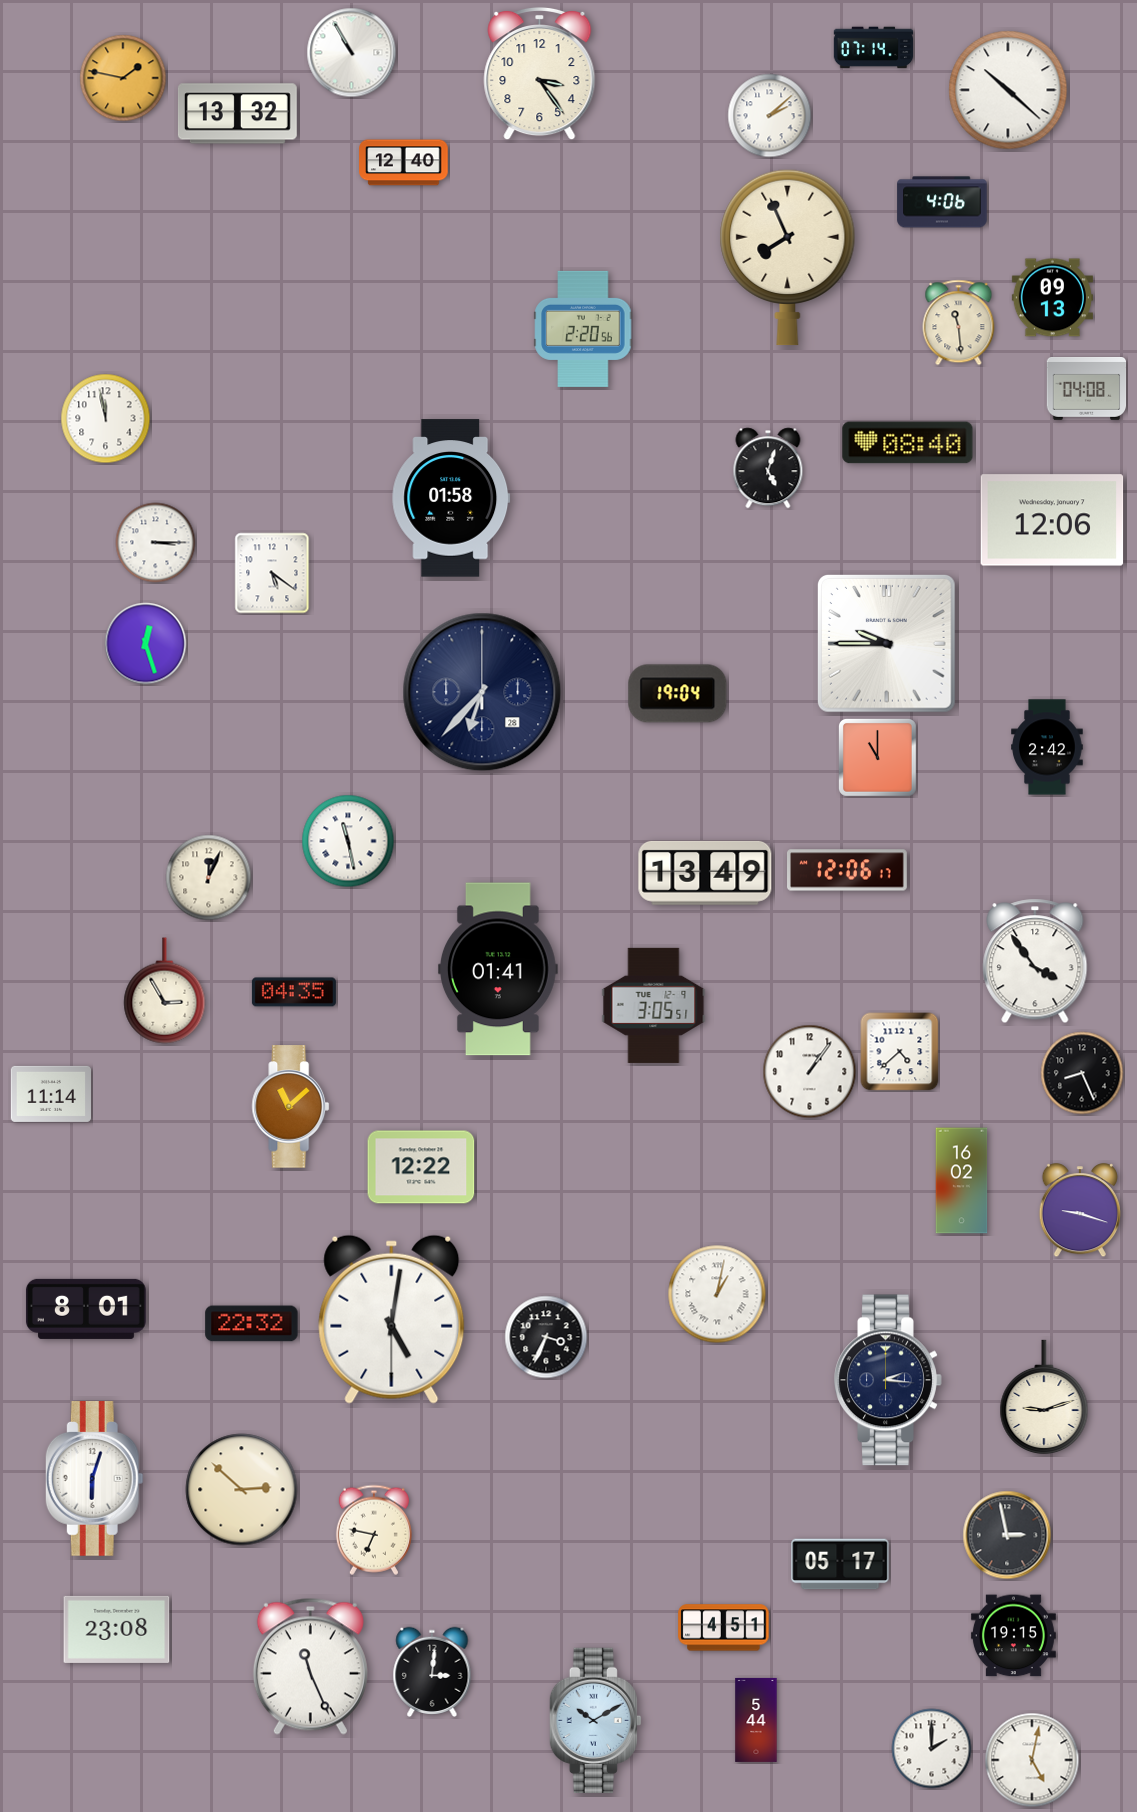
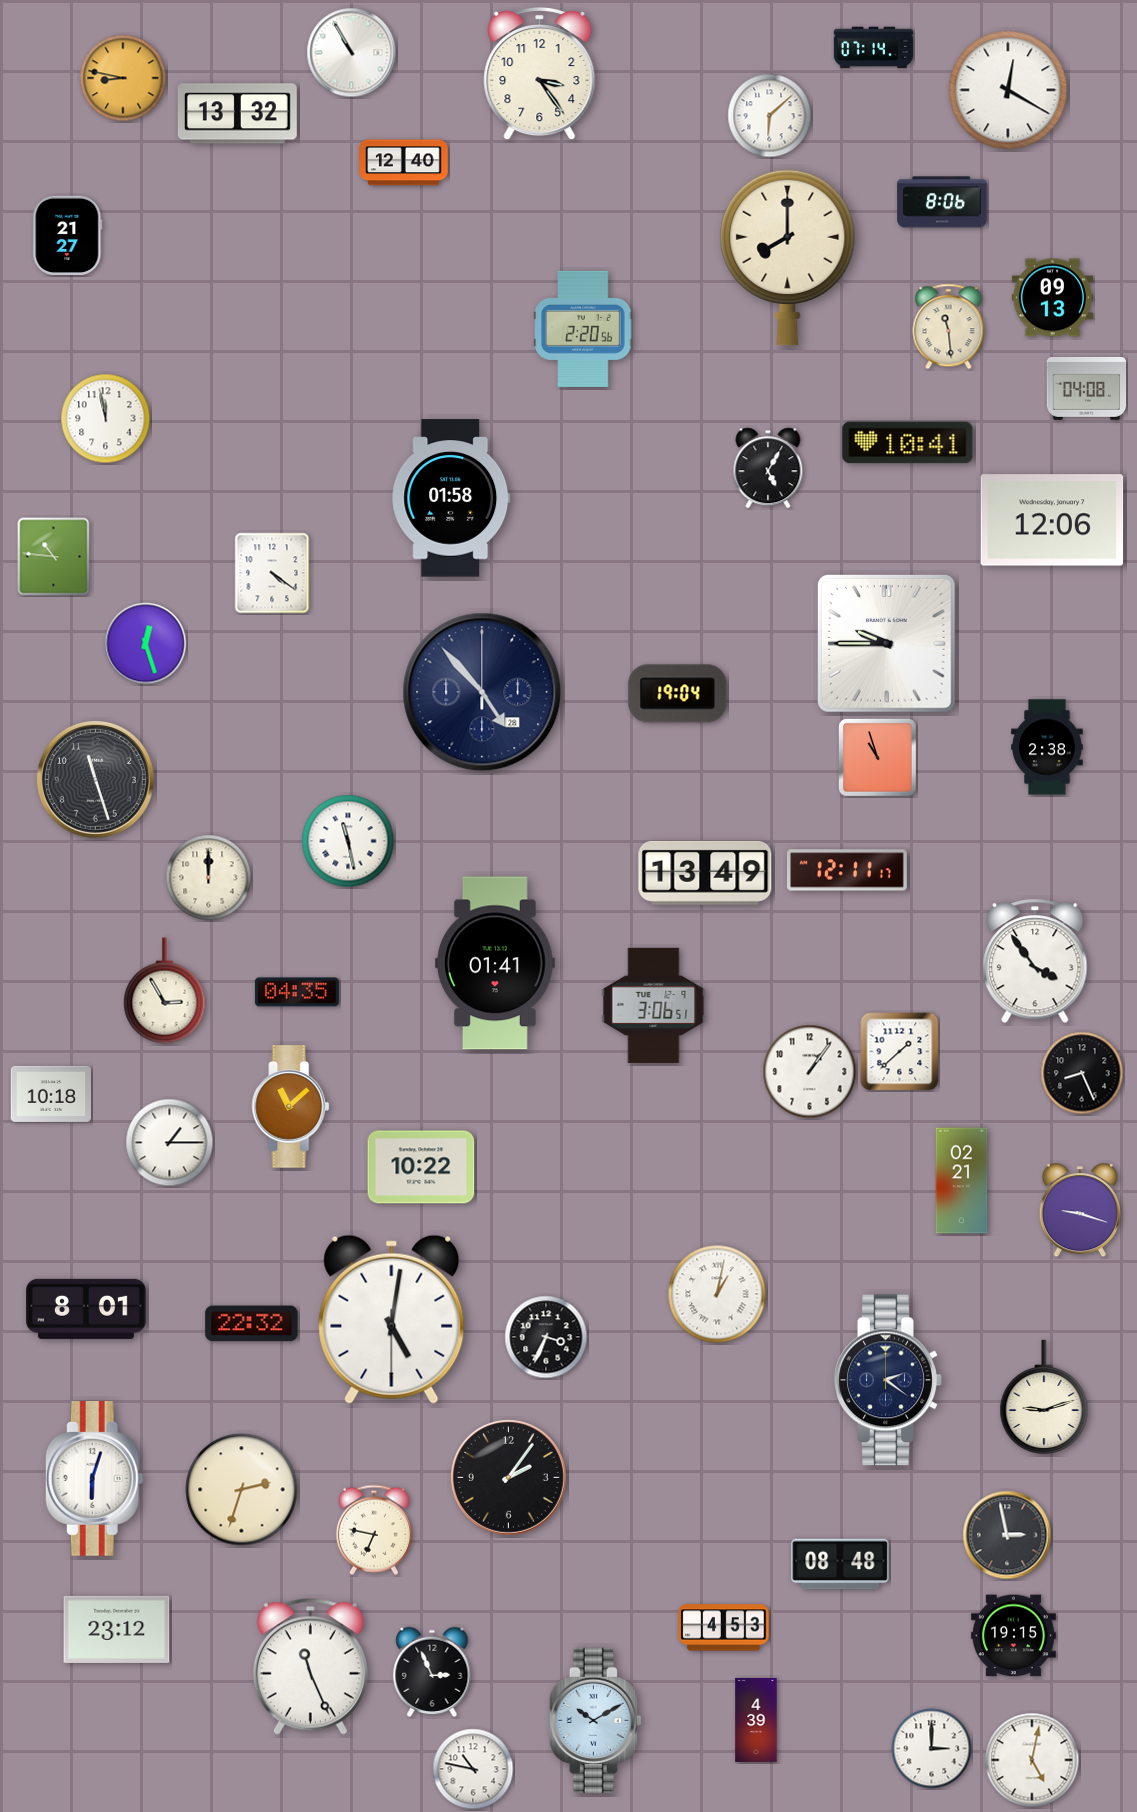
clock at (123, 78): 1:47 -> 8:47
clock at (1008, 90): 10:22 -> 12:20
clock at (770, 116): 2:08 -> 6:08
clock at (942, 202): 4:06 -> 8:06
clock at (68, 236): none -> 21:27
clock at (788, 257): 7:56 -> 8:00
clock at (959, 323) position: (959, 323) -> (949, 327)
clock at (908, 443): 08:40 -> 10:41
clock at (768, 468): 5:03 -> 5:05
clock at (156, 543): 3:15 -> none
clock at (54, 557): none -> 10:46
clock at (272, 573): 5:21 -> 4:21
clock at (482, 692): 6:37 -> 4:53
clock at (1047, 747): 2:42 -> 2:38
clock at (877, 757): 11:00 -> 10:57
clock at (95, 779): none -> 11:27
clock at (848, 870): 12:06 -> 12:11
clock at (209, 878): 12:04 -> 12:00
clock at (498, 969) position: (498, 969) -> (495, 963)
clock at (294, 992) position: (294, 992) -> (297, 992)
clock at (654, 1005): 3:05 -> 3:06
clock at (900, 1052): 4:38 -> 1:38
clock at (50, 1094): 11:14 -> 10:18
clock at (170, 1143): none -> 1:15
clock at (421, 1167): 12:22 -> 10:22
clock at (962, 1181): 16:02 -> 02:21
clock at (888, 1380): 2:16 -> 2:21
clock at (508, 1477): none -> 2:06
clock at (242, 1490): 2:52 -> 2:33
clock at (840, 1564): 05:17 -> 08:48
clock at (724, 1628): 4:51 -> 4:53
clock at (117, 1629): 23:08 -> 23:12
clock at (432, 1672): 3:01 -> 2:56
clock at (756, 1720): 5:44 -> 4:39
clock at (932, 1749): 2:00 -> 3:00
clock at (473, 1769): none -> 10:47
